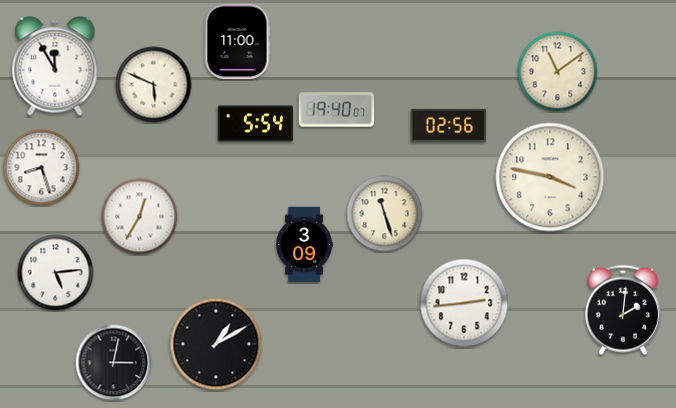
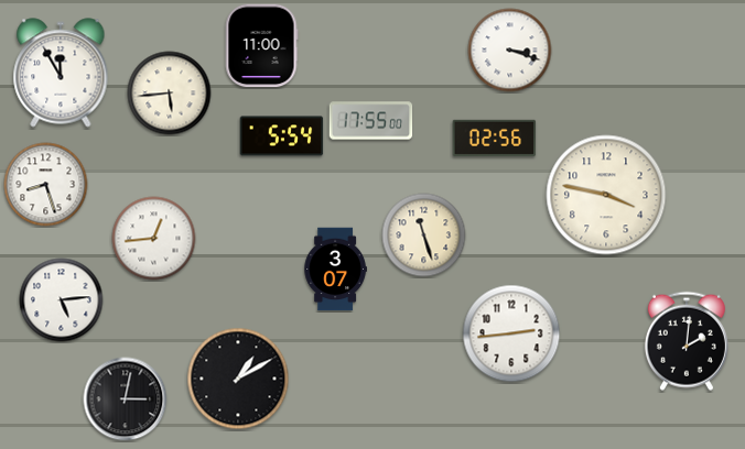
clock at (510, 51): none -> 3:18
clock at (558, 72): 11:09 -> none
clock at (154, 85): 5:49 -> 5:44
clock at (337, 110): 19:40 -> 17:55
clock at (140, 217): 12:35 -> 12:44
clock at (304, 245): 3:09 -> 3:07
